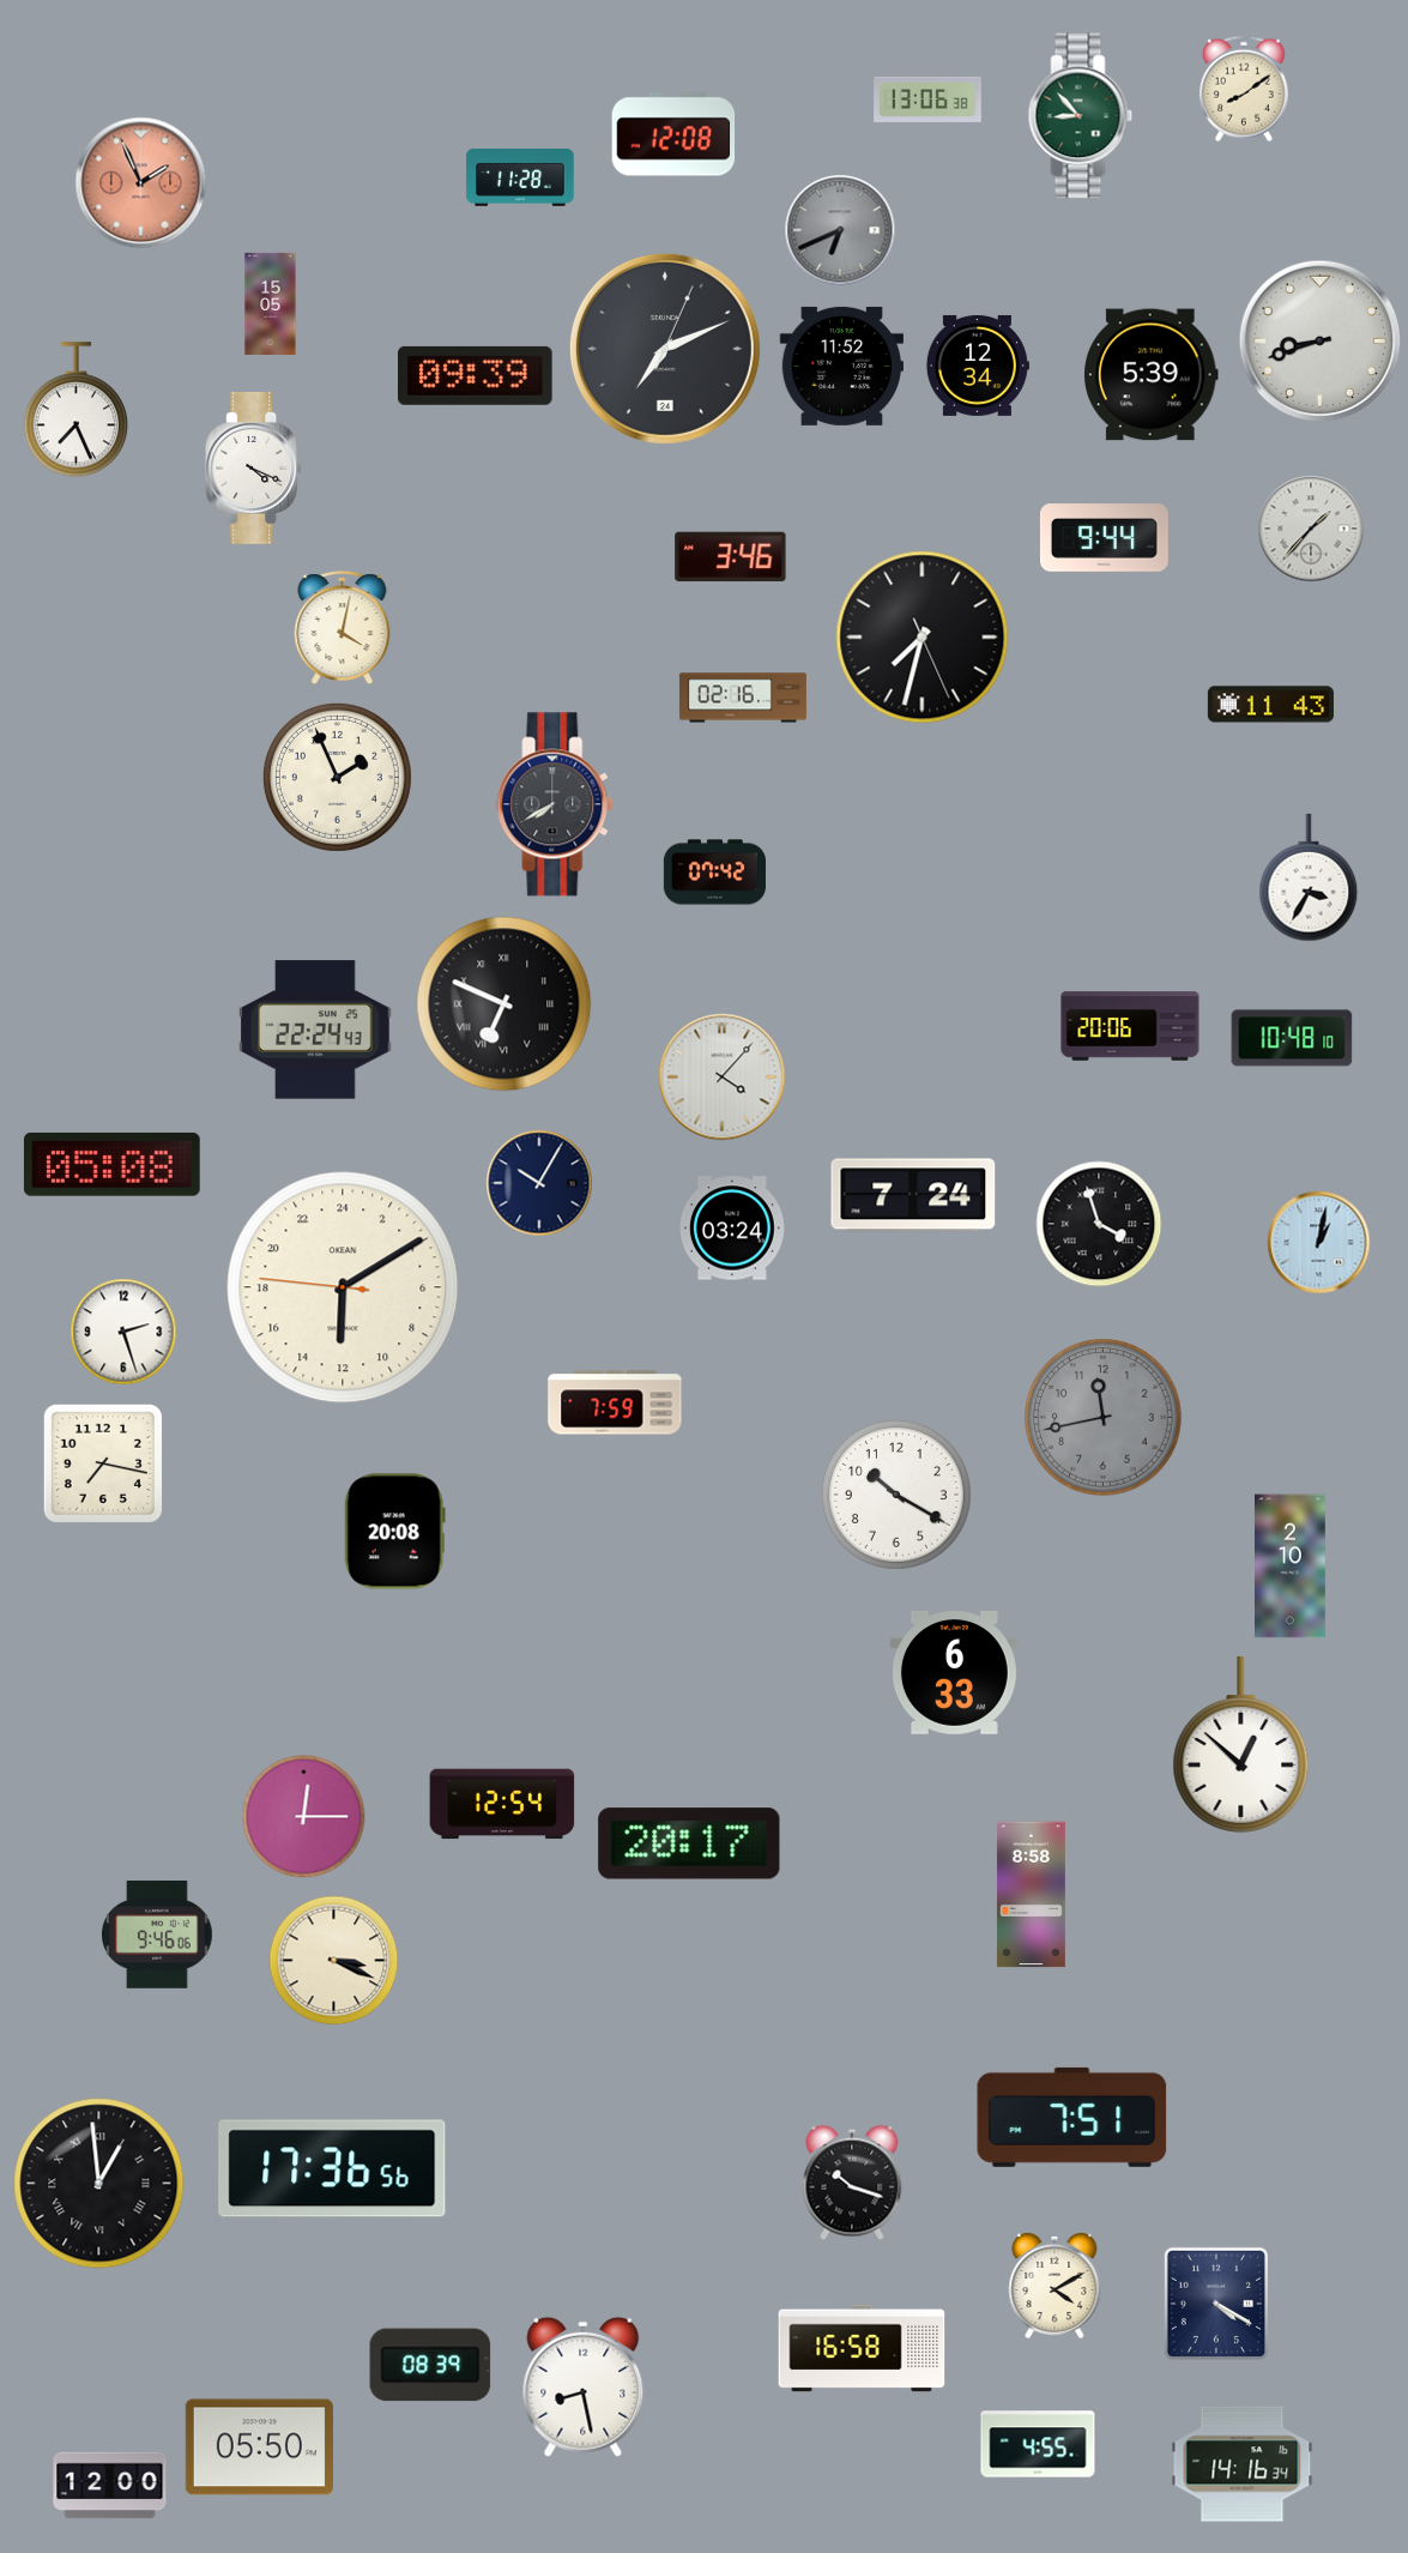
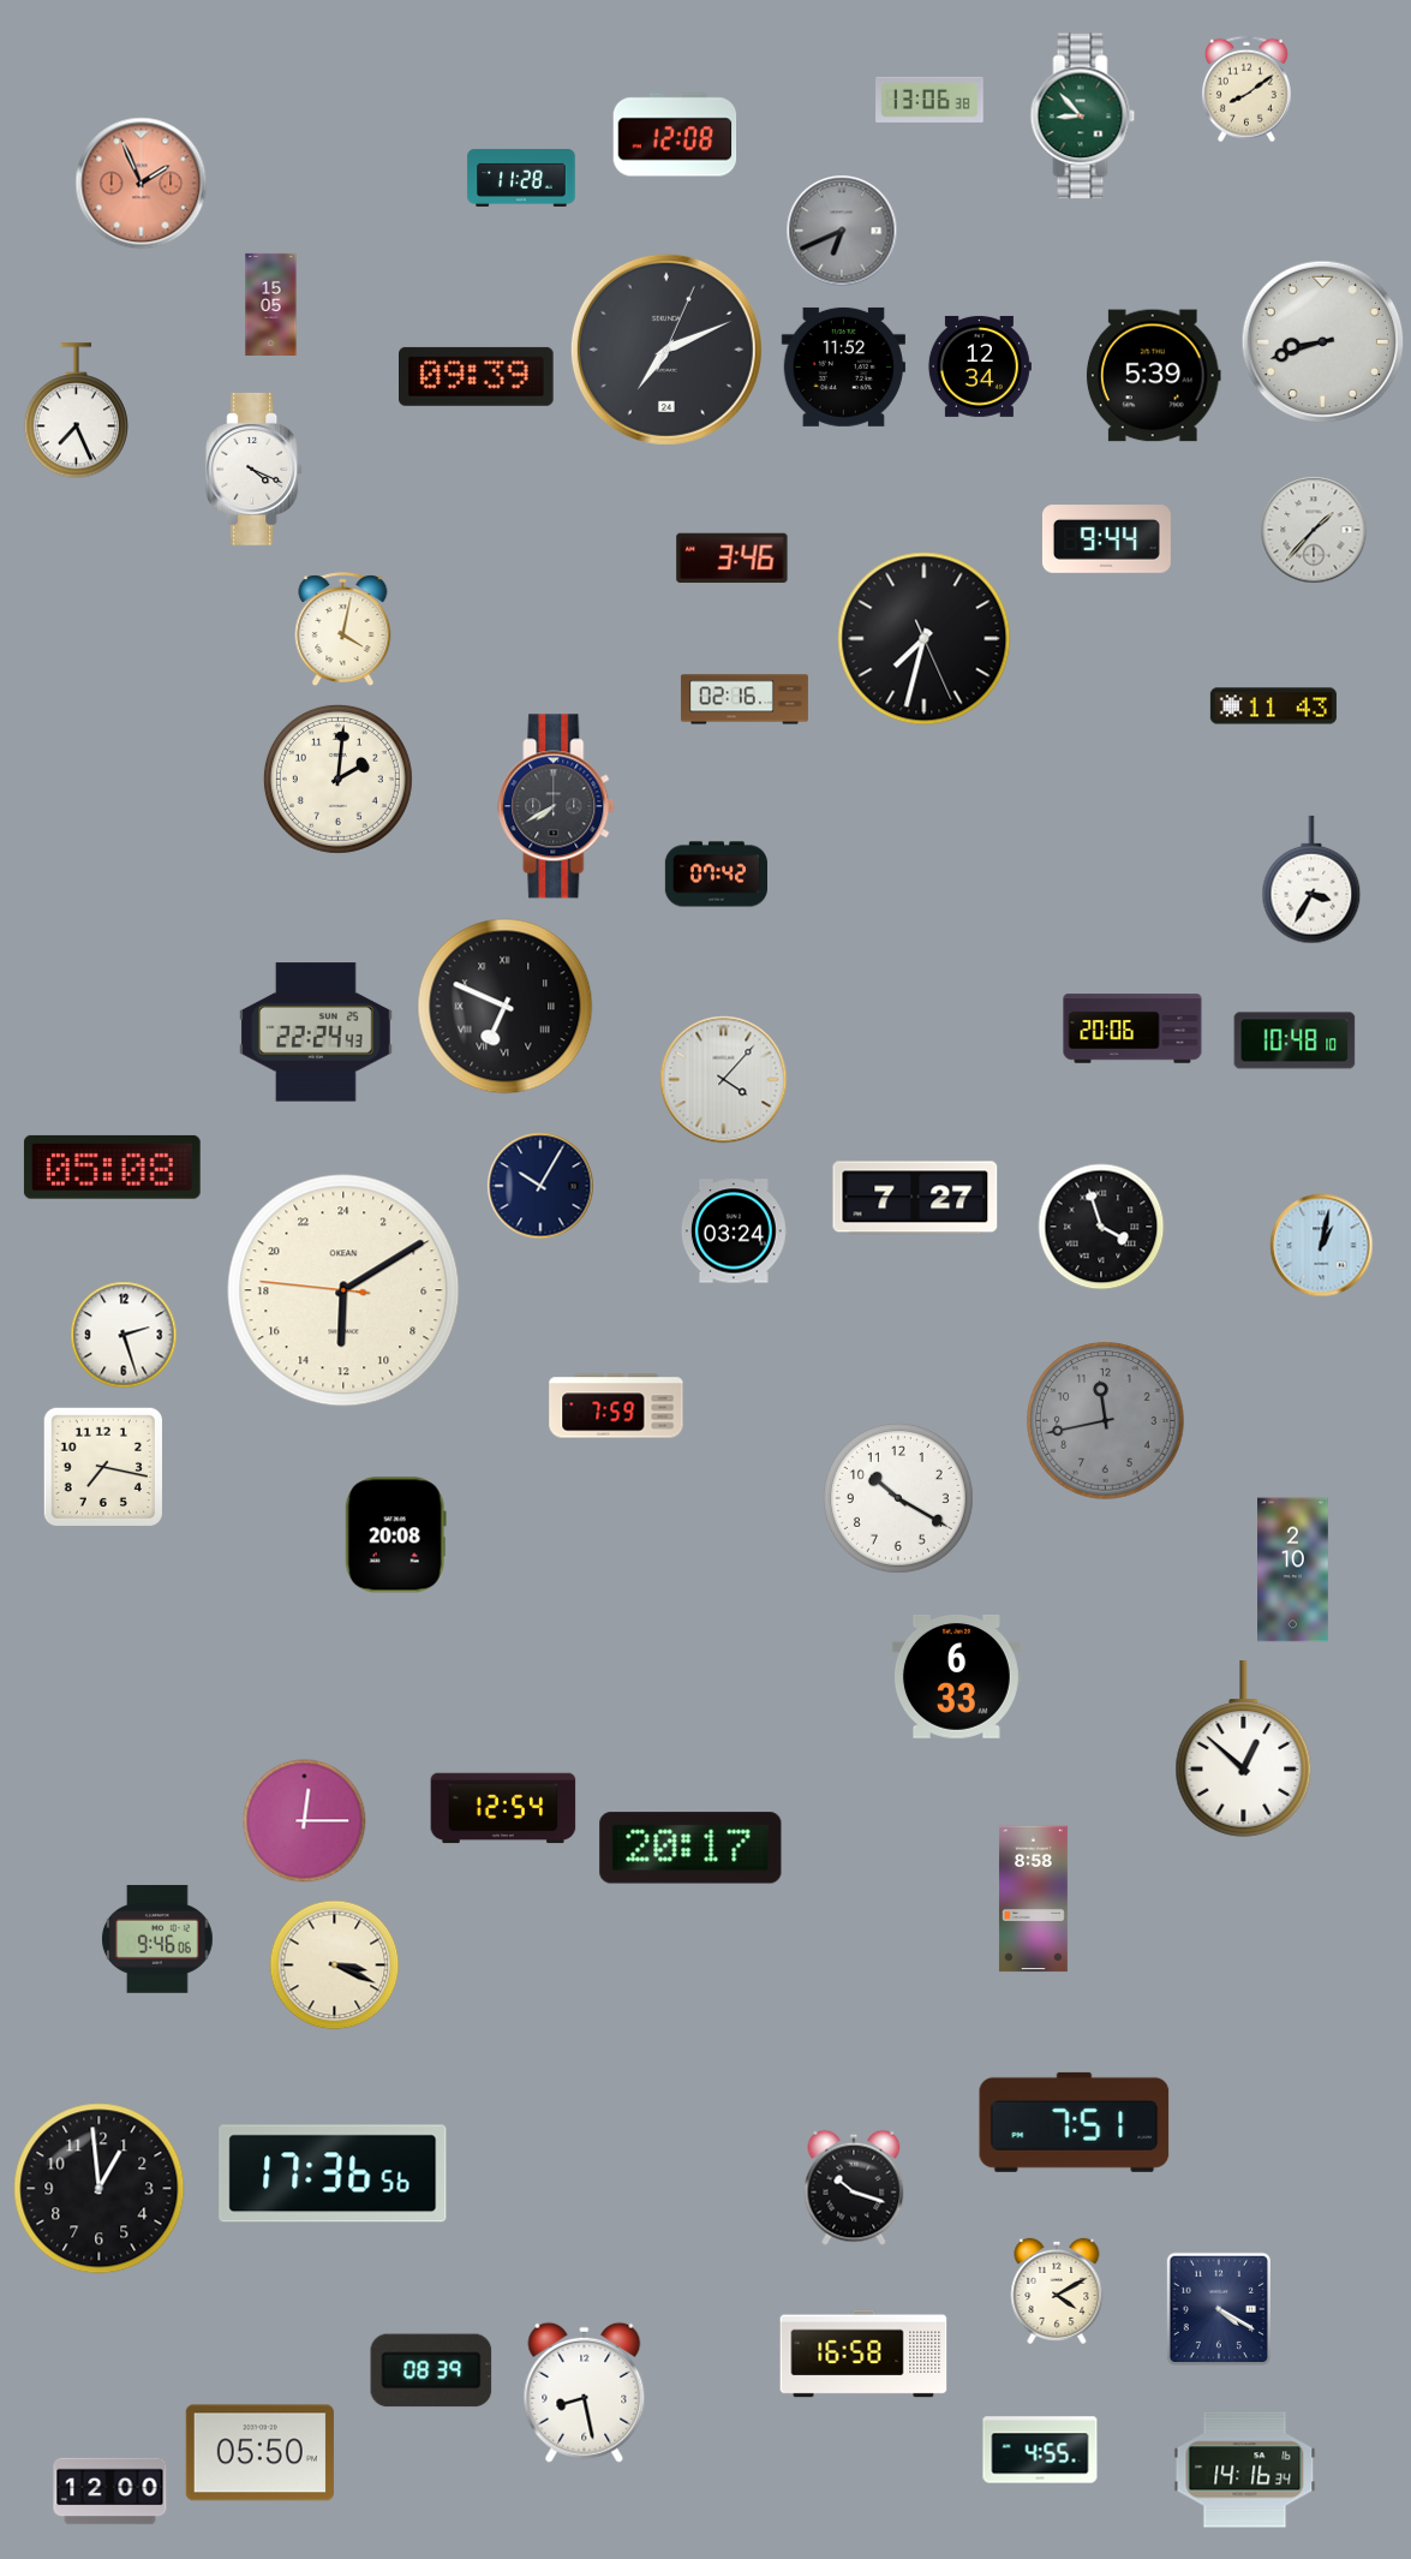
clock at (337, 777): 1:56 -> 2:01
clock at (913, 1195): 7:24 -> 7:27
clock at (99, 2184) numerals: Roman -> Arabic
